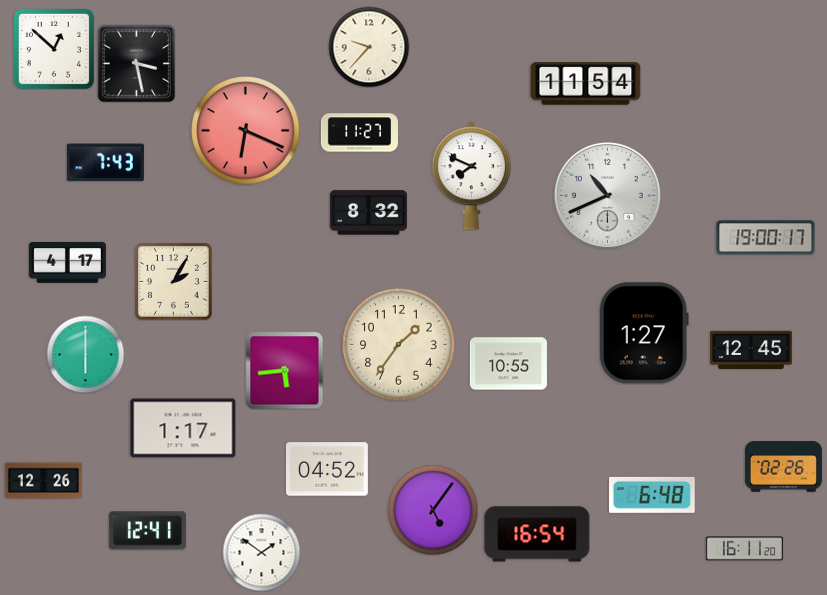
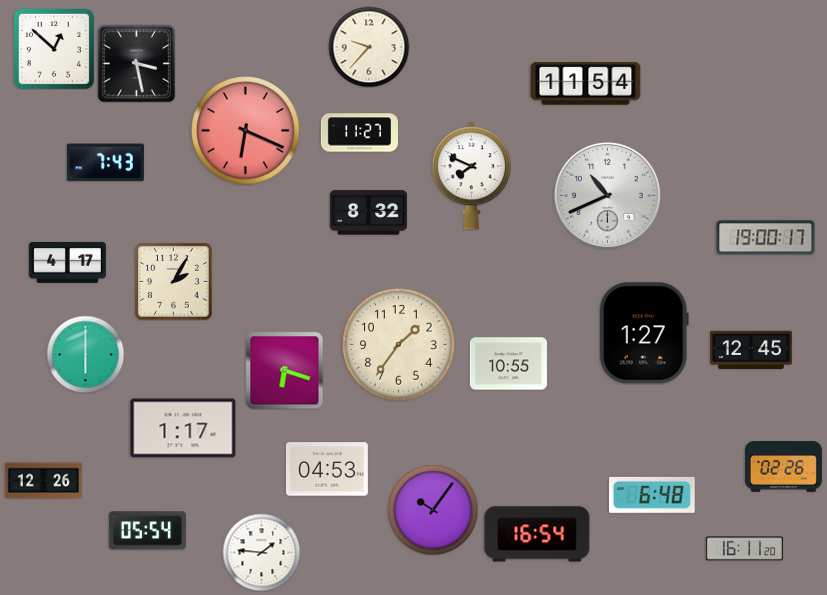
clock at (284, 370): 5:44 -> 6:18
clock at (327, 469): 04:52 -> 04:53
clock at (433, 510): 5:06 -> 10:06
clock at (147, 531): 12:41 -> 05:54
clock at (261, 552): 1:51 -> 1:46
